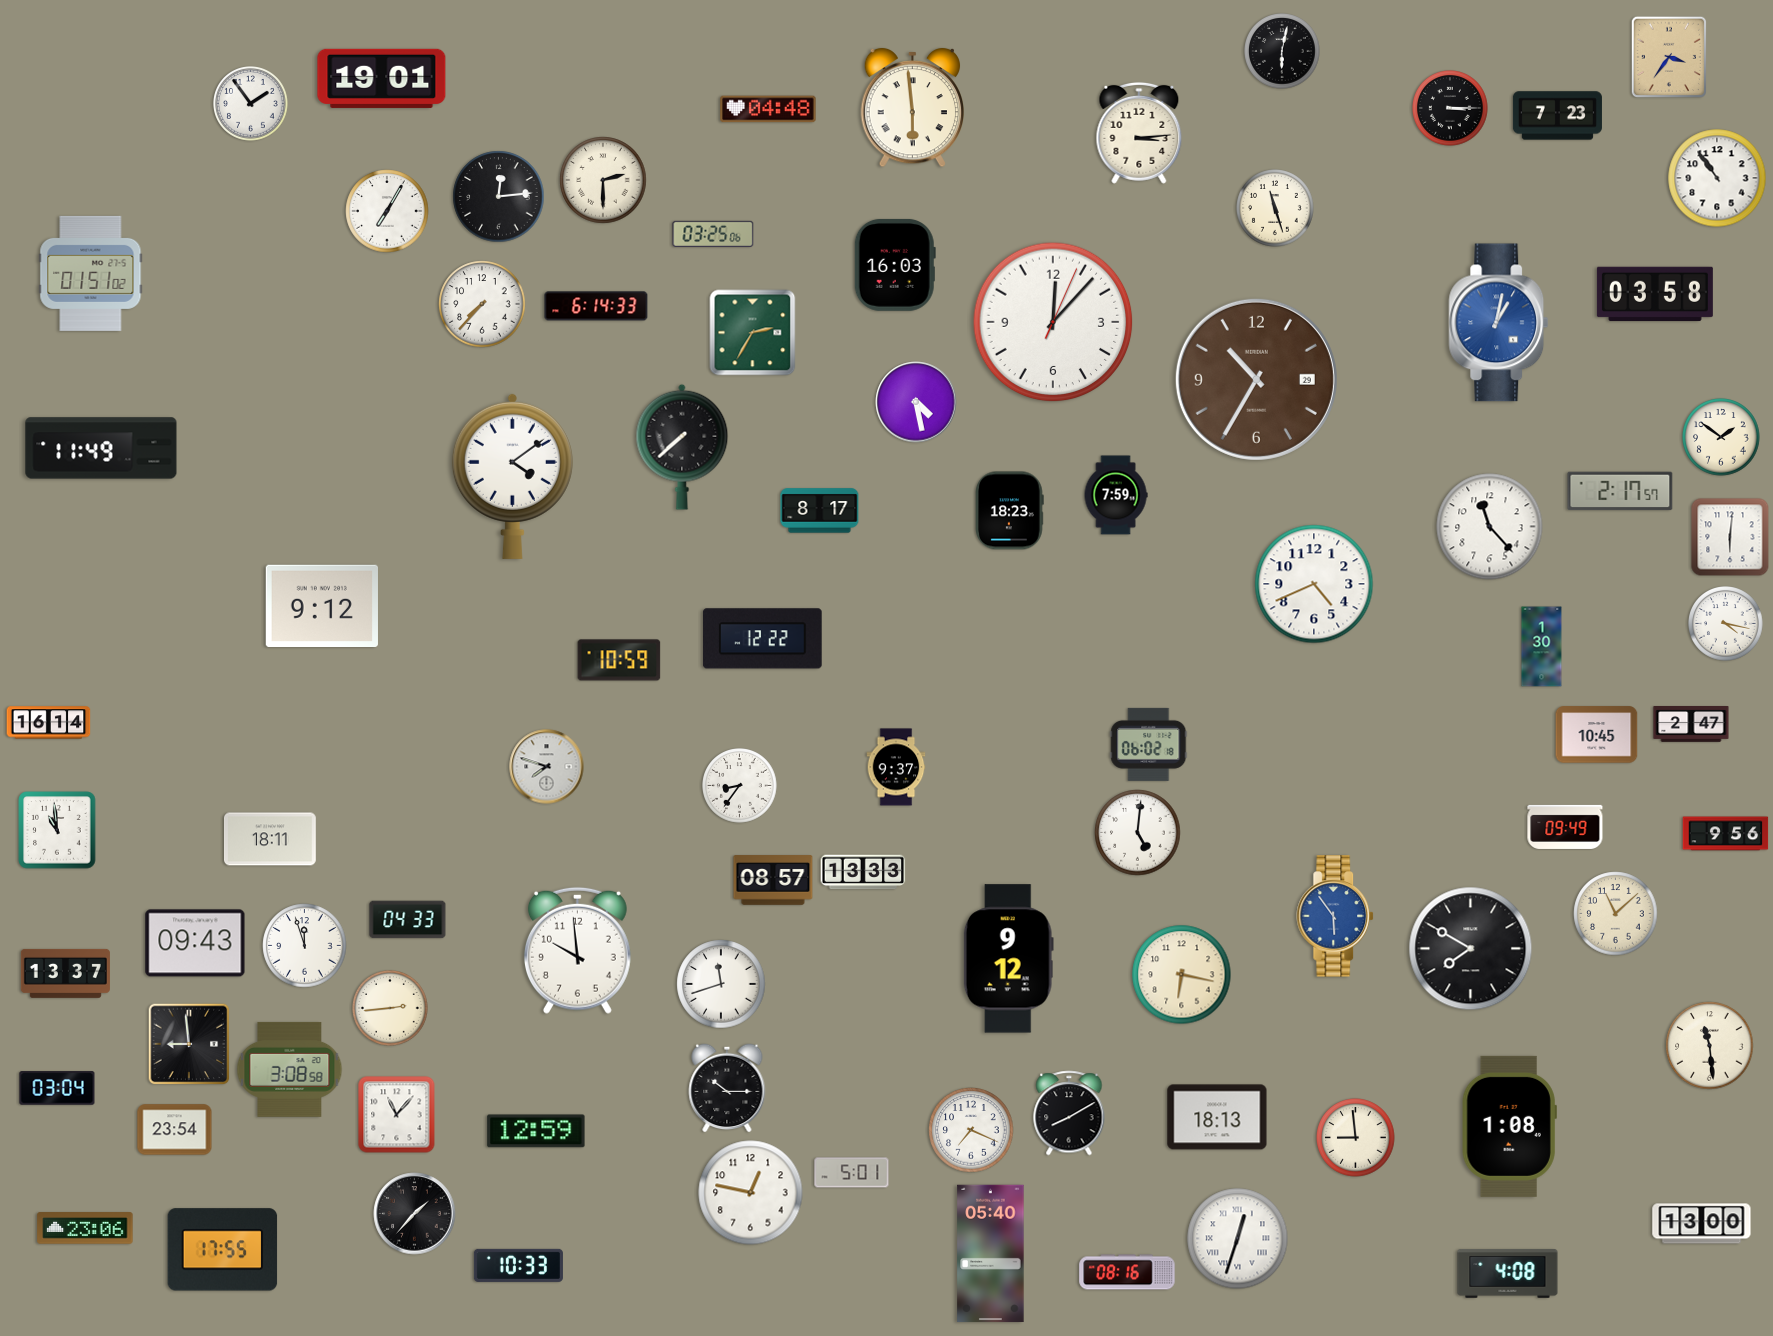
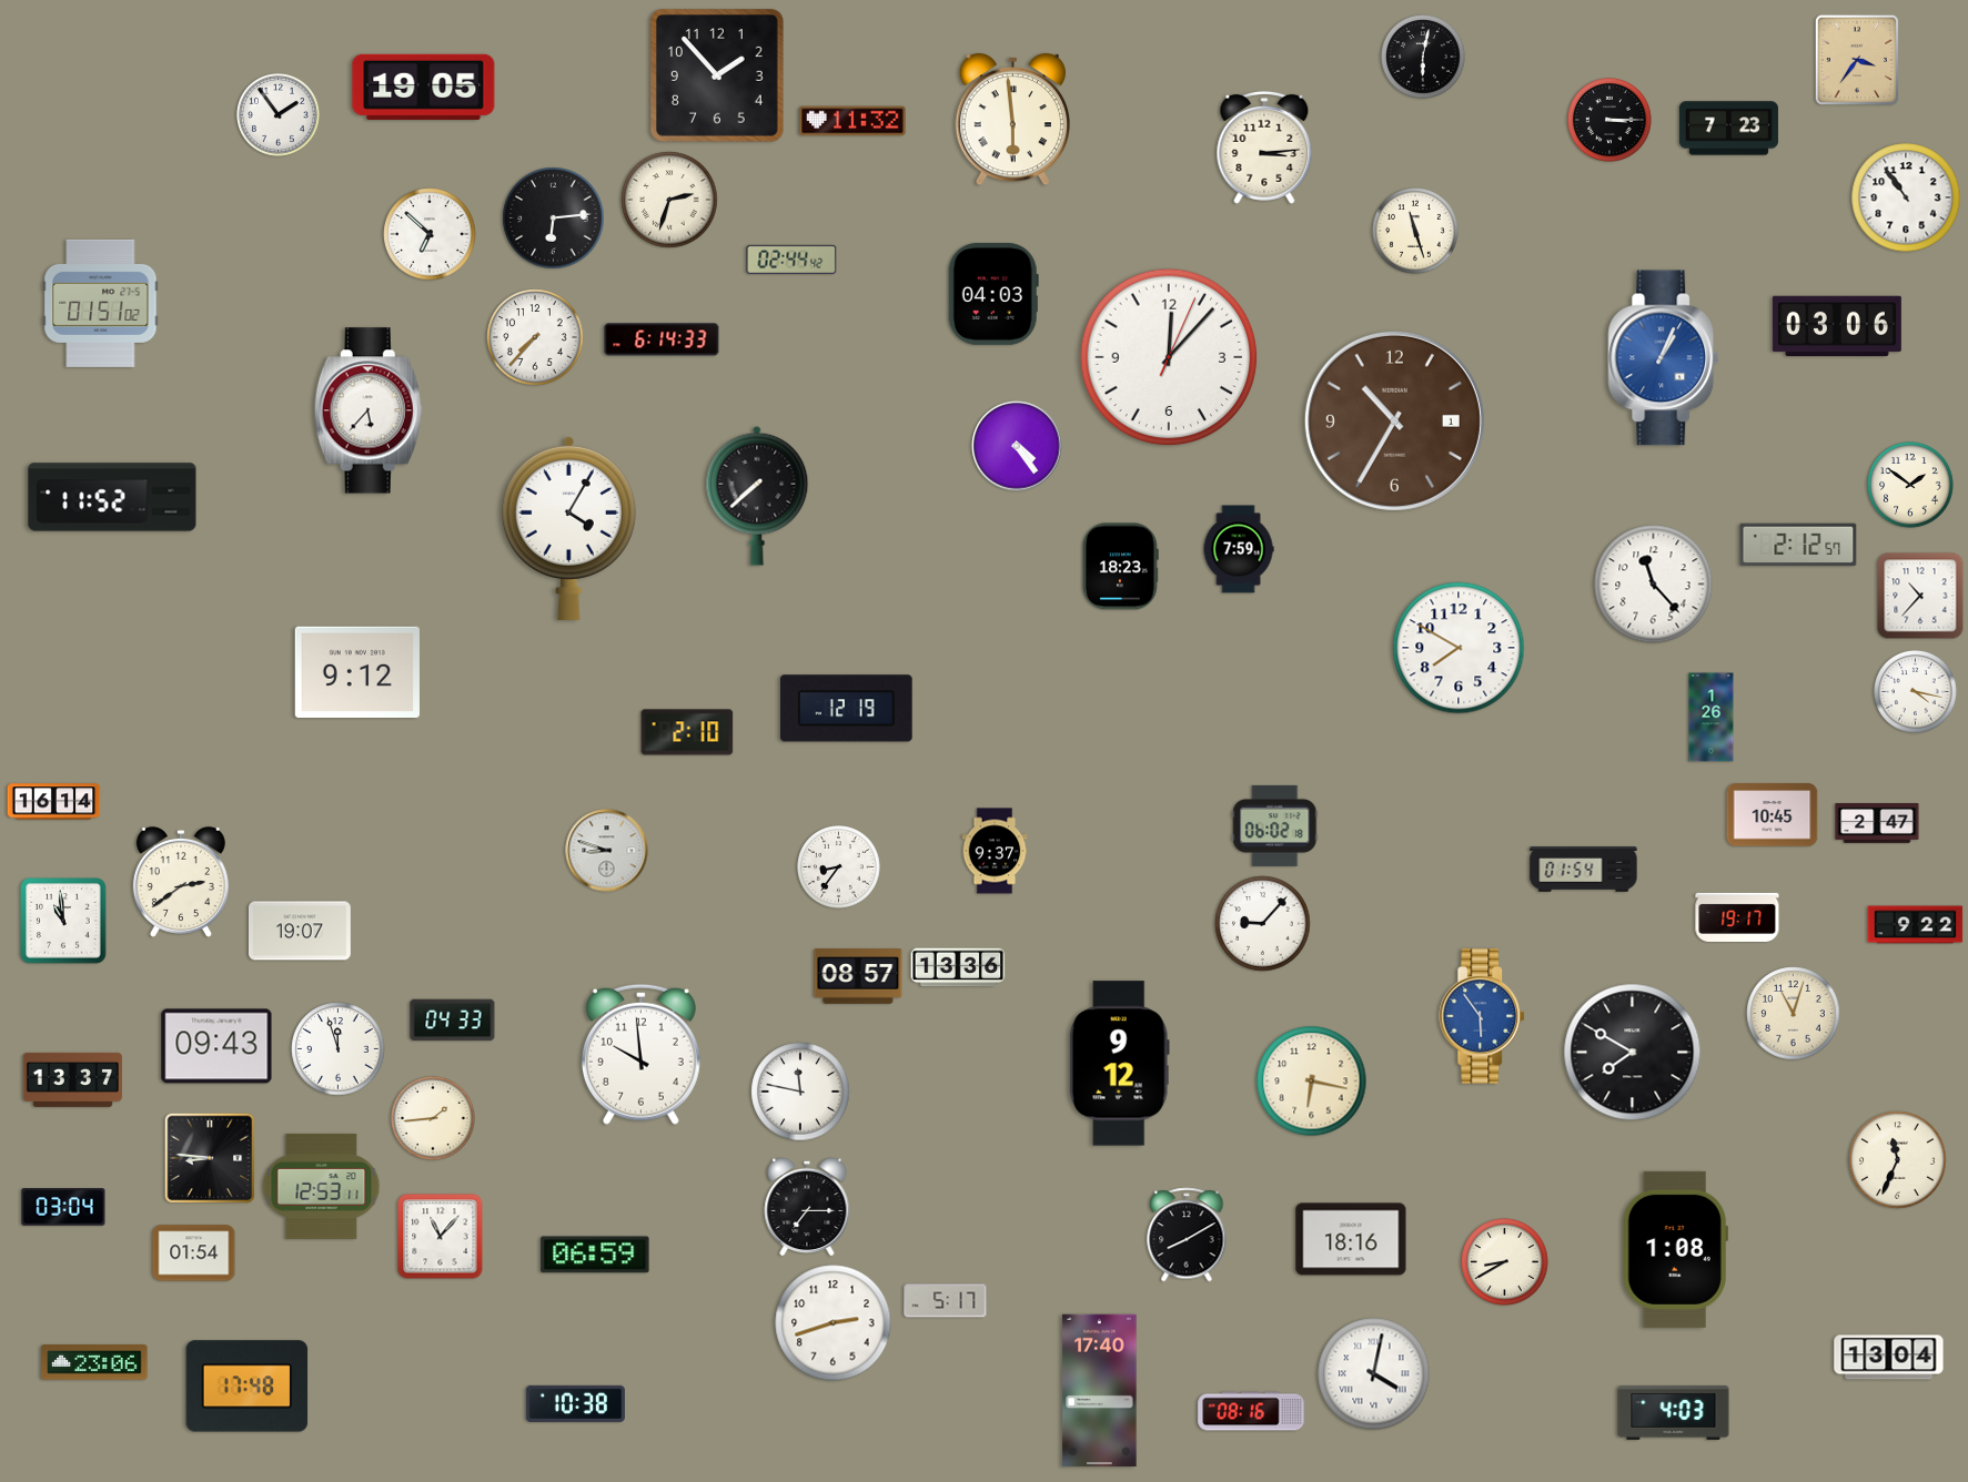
clock at (1668, 56) position: (1668, 56) -> (1856, 59)
clock at (717, 75): none -> 1:53
clock at (382, 78): 19:01 -> 19:05
clock at (768, 109): 04:48 -> 11:32
clock at (603, 180): 2:30 -> 2:33
clock at (499, 197): 12:14 -> 6:14
clock at (387, 211): 7:05 -> 6:52
clock at (713, 234): 03:25 -> 02:44
clock at (895, 265): 16:03 -> 04:03
clock at (1655, 294): 03:58 -> 03:06
clock at (1499, 323): 1:02 -> 1:04
clock at (753, 333): 2:35 -> none
clock at (369, 410): none -> 5:37
clock at (1256, 379) date: 29 -> 1
clock at (916, 402): 4:28 -> 4:24
clock at (101, 448): 11:49 -> 11:52
clock at (512, 476): 4:09 -> 4:05
clock at (1620, 491): 2:17 -> 2:12
clock at (820, 511): 8:17 -> none
clock at (1730, 537): 6:01 -> 10:37
clock at (1314, 584): 4:41 -> 7:50
clock at (762, 639): 12:22 -> 12:19
clock at (1542, 647): 1:30 -> 1:26
clock at (619, 660): 10:59 -> 2:10
clock at (1691, 725) position: (1691, 725) -> (1877, 824)
clock at (547, 767): 7:48 -> 8:48
clock at (1584, 870): none -> 01:54
clock at (740, 786) position: (740, 786) -> (839, 867)
clock at (181, 882): none -> 2:39
clock at (1565, 827): 09:49 -> 19:17
clock at (1138, 833): 5:01 -> 9:07
clock at (1726, 834): 9:56 -> 9:22
clock at (271, 839): 18:11 -> 19:07
clock at (863, 872): 13:33 -> 13:36
clock at (1616, 914): 11:08 -> 11:03
clock at (721, 984): 11:42 -> 11:47
clock at (390, 1008): 2:44 -> 1:44
clock at (189, 1044): 8:59 -> 8:46
clock at (1710, 1046): 11:29 -> 11:34
clock at (290, 1069): 3:08 -> 12:53
clock at (727, 1088): 10:15 -> 7:15
clock at (1217, 1117): 18:13 -> 18:16
clock at (175, 1130): 23:54 -> 01:54
clock at (971, 1130): 7:19 -> none
clock at (536, 1131): 12:59 -> 06:59
clock at (1356, 1138): 8:59 -> 8:40
clock at (852, 1173): 5:01 -> 5:17
clock at (751, 1193): 12:47 -> 2:42
clock at (415, 1214): 1:37 -> none
clock at (1702, 1224): 13:00 -> 13:04
clock at (1238, 1239): 12:33 -> 4:02
clock at (223, 1250): 17:55 -> 17:48
clock at (991, 1254): 05:40 -> 17:40
clock at (518, 1265): 10:33 -> 10:38
clock at (1508, 1273): 4:08 -> 4:03
